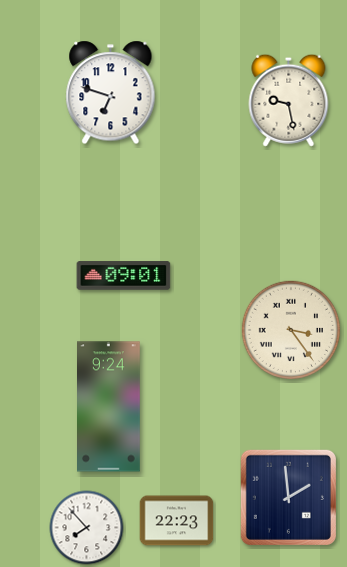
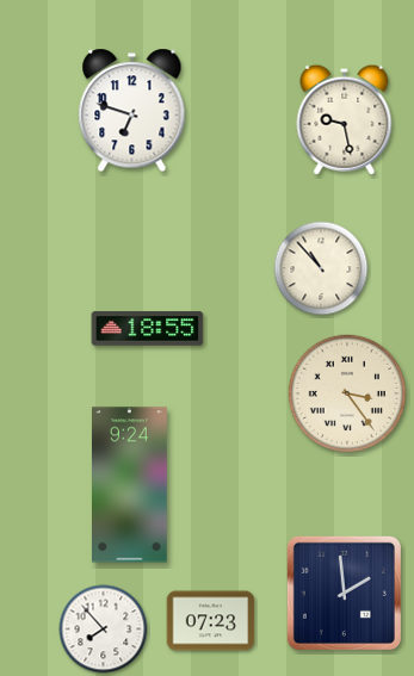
clock at (321, 268): none -> 10:53
clock at (124, 276): 09:01 -> 18:55
clock at (177, 521): 22:23 -> 07:23
